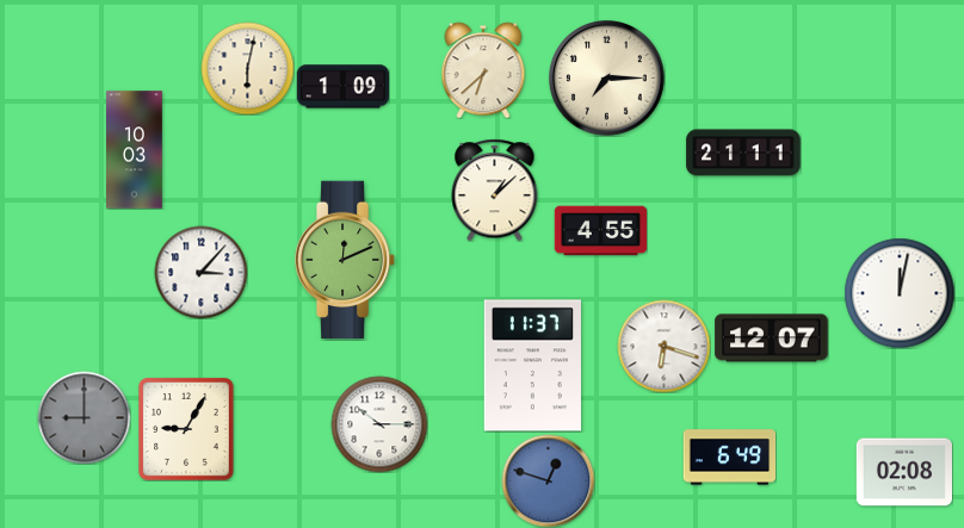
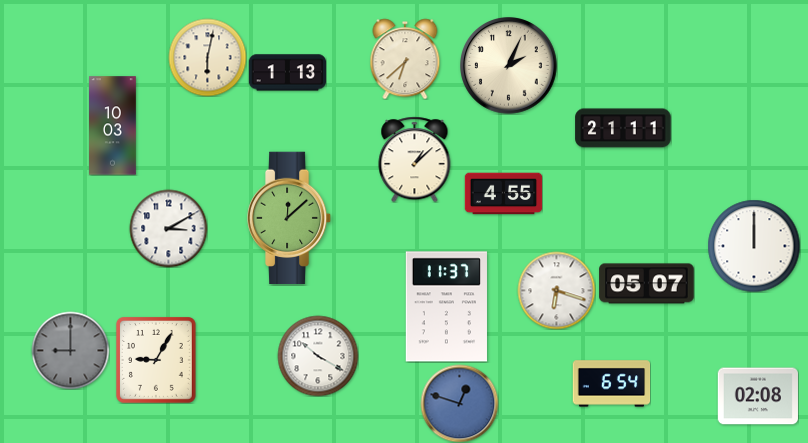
clock at (607, 79): 7:15 -> 2:04
clock at (342, 87): 1:09 -> 1:13
clock at (345, 260): 12:11 -> 12:08
clock at (200, 272): 3:07 -> 3:10
clock at (900, 293): 12:02 -> 12:00
clock at (772, 338): 12:07 -> 05:07
clock at (379, 424): 10:15 -> 10:20
clock at (729, 458): 6:49 -> 6:54
